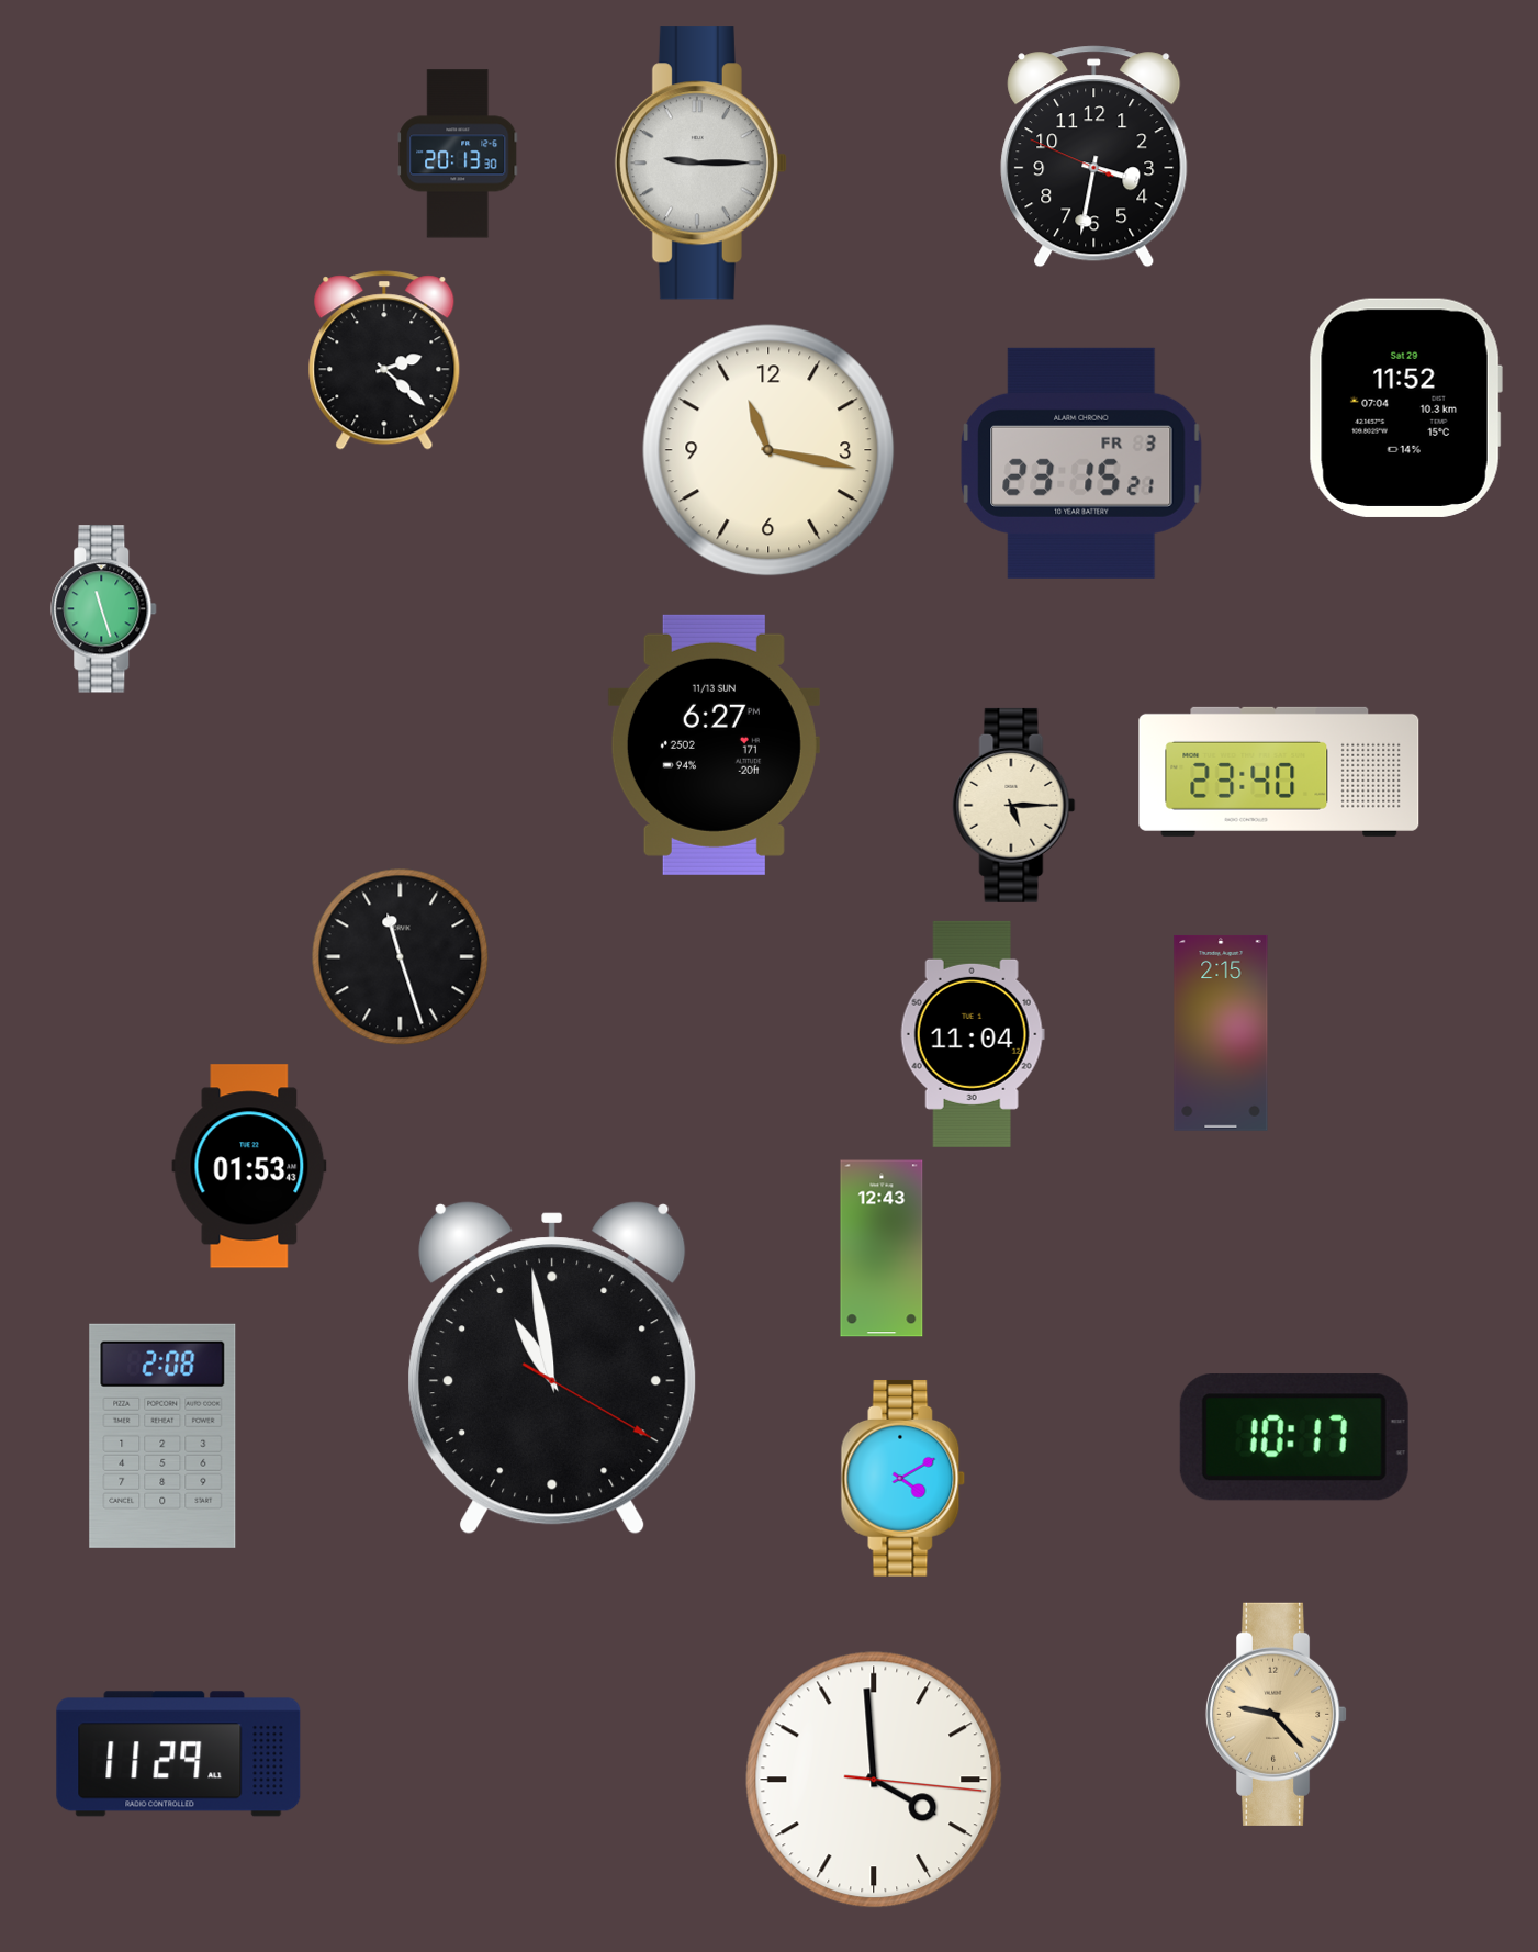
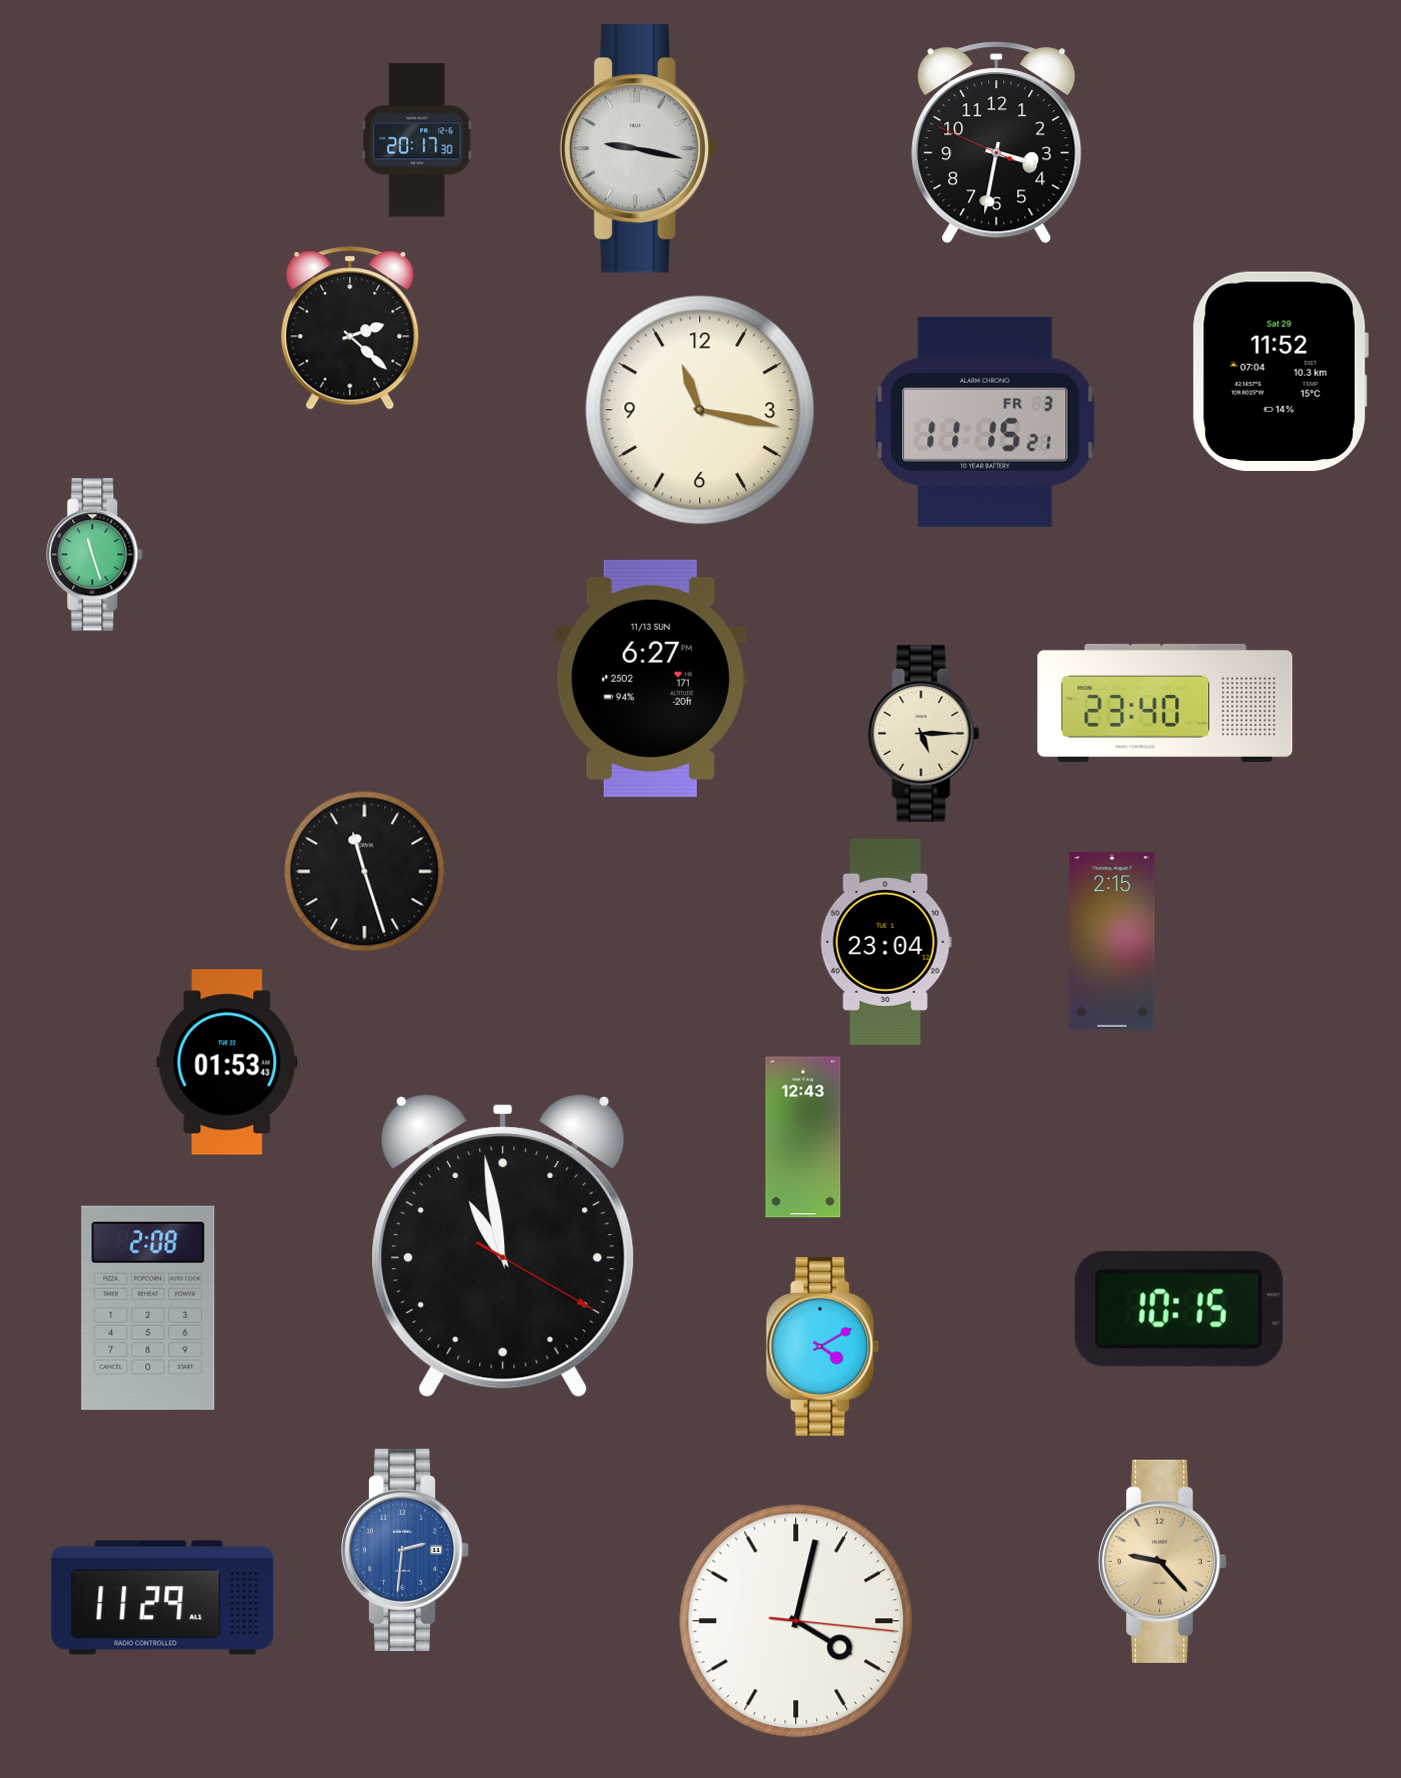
clock at (458, 154): 20:13 -> 20:17
clock at (700, 164): 9:15 -> 9:17
clock at (1081, 463): 23:15 -> 11:15
clock at (973, 1034): 11:04 -> 23:04
clock at (1294, 1437): 10:17 -> 10:15
clock at (405, 1550): none -> 2:31
clock at (874, 1780): 3:59 -> 4:02
